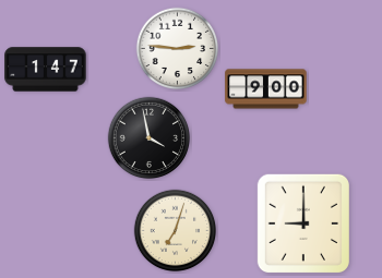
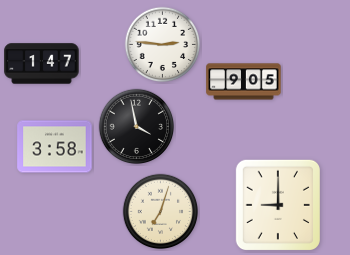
clock at (266, 89): 9:00 -> 9:05
clock at (55, 147): none -> 3:58
